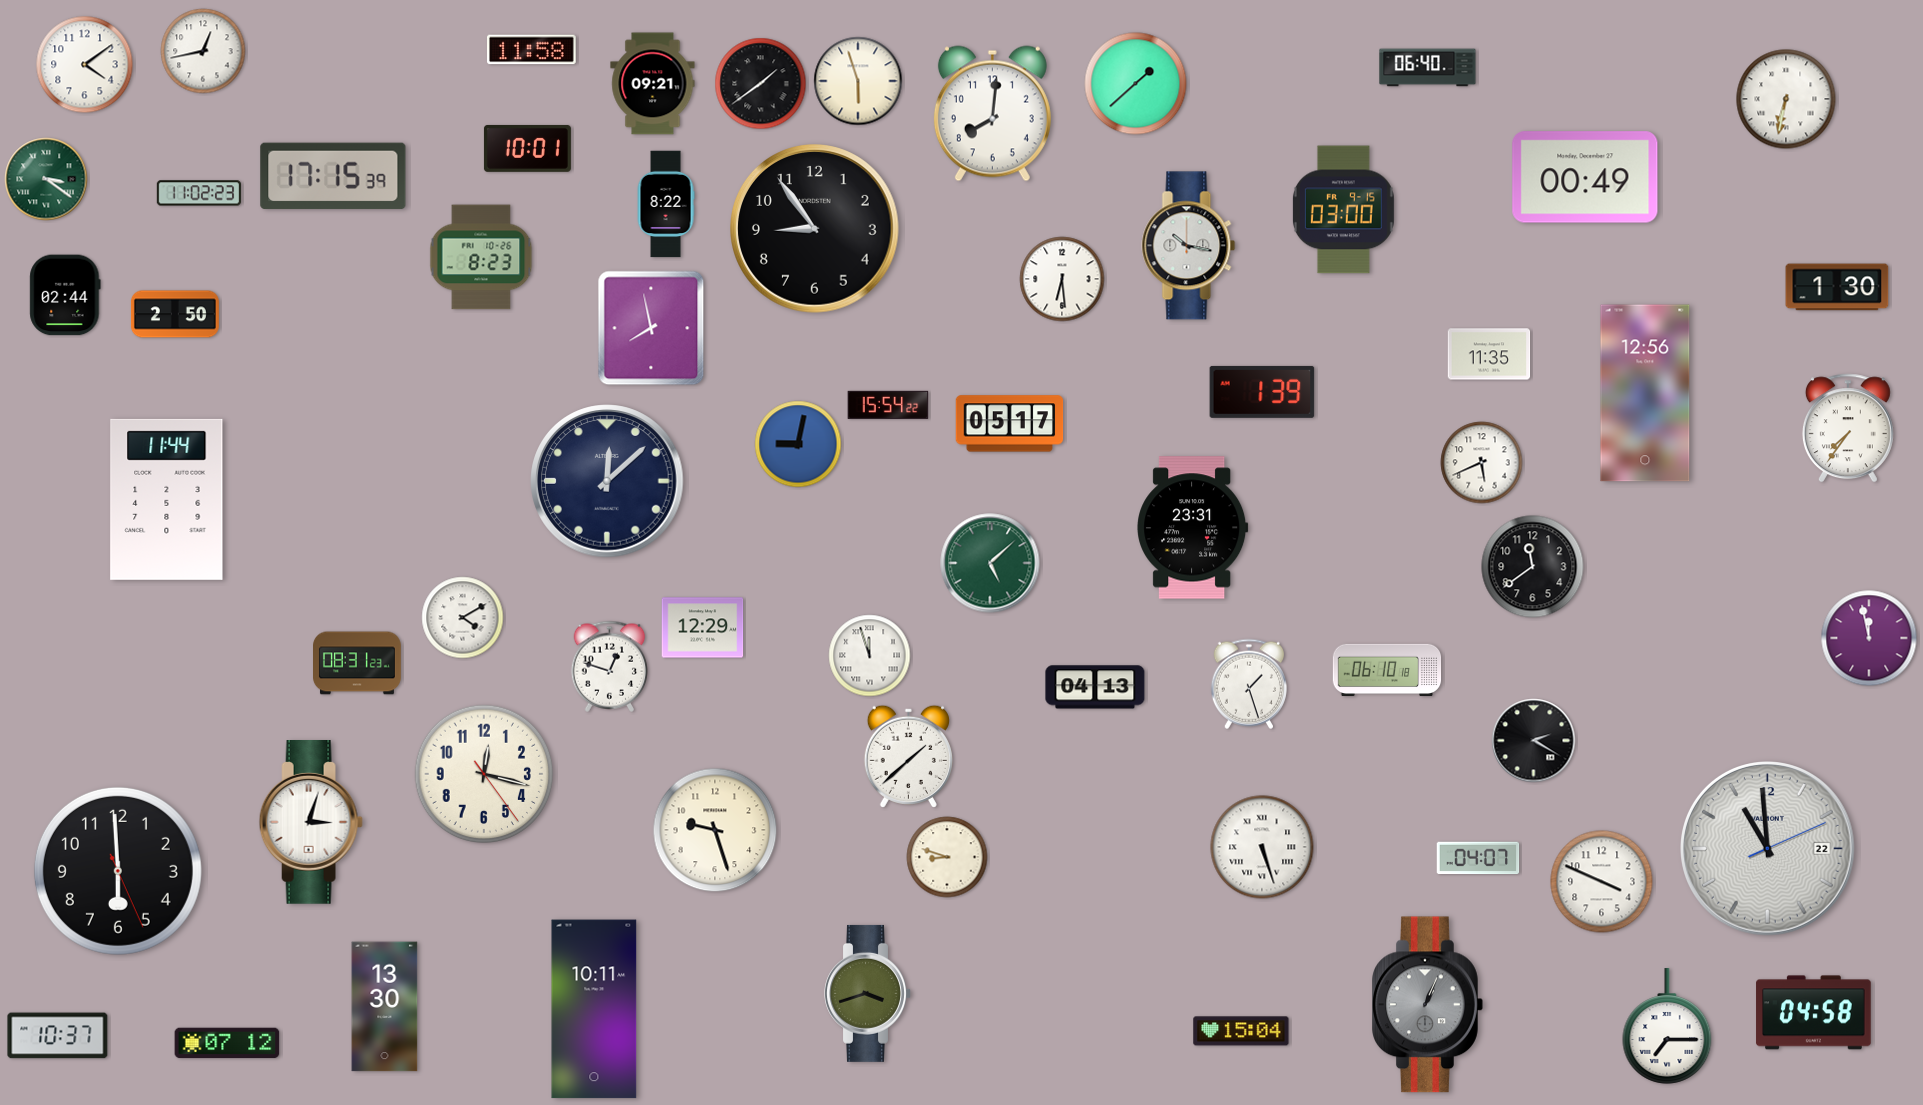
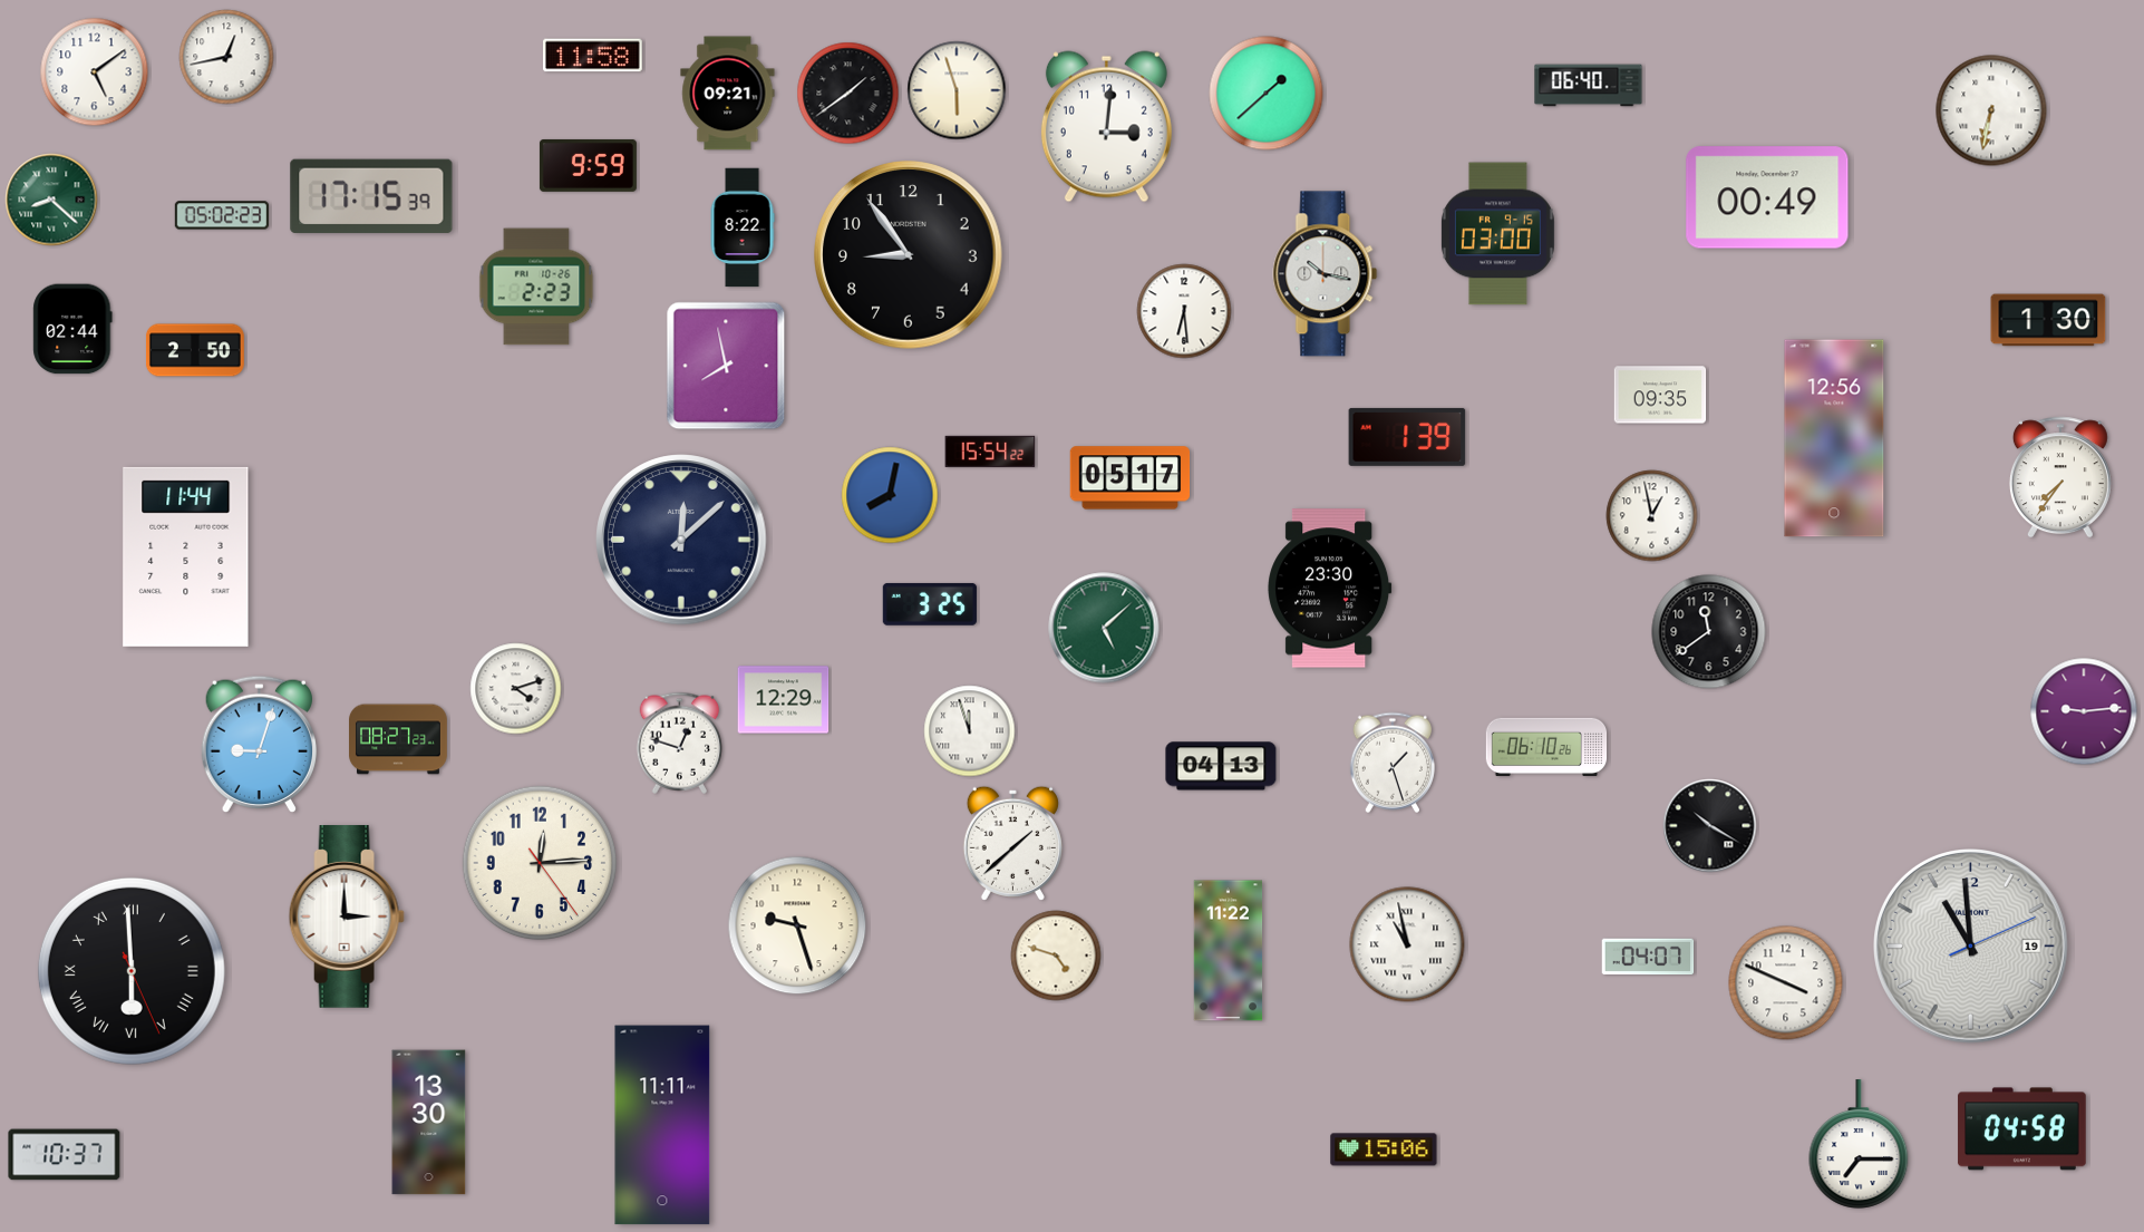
clock at (85, 65): 4:09 -> 5:09
clock at (1428, 68) position: (1428, 68) -> (1589, 86)
clock at (992, 114): 8:01 -> 3:01
clock at (527, 148): 10:01 -> 9:59
clock at (46, 179): 3:21 -> 8:22
clock at (199, 193): 11:02 -> 05:02
clock at (481, 257): 8:23 -> 2:23
clock at (1489, 354): 11:35 -> 09:35
clock at (1010, 424) position: (1010, 424) -> (1131, 478)
clock at (798, 444): 9:02 -> 8:02
clock at (1482, 463): 5:41 -> 12:58
clock at (607, 481) position: (607, 481) -> (681, 540)
clock at (1193, 528): 23:31 -> 23:30
clock at (930, 604): none -> 3:25
clock at (463, 618): 4:10 -> 4:12
clock at (1869, 638): 11:58 -> 9:14
clock at (358, 663): 08:31 -> 08:27
clock at (260, 745): none -> 9:03
clock at (1387, 670): 06:10:18 -> 06:10:26
clock at (1534, 741): 2:20 -> 10:20
clock at (484, 774): 12:17 -> 12:14
clock at (311, 823): 3:03 -> 3:00
clock at (1262, 847): 5:27 -> 10:58
clock at (1768, 849) date: 22 -> 19
clock at (1229, 951): none -> 11:22
clock at (947, 857): 8:48 -> 4:48
clock at (118, 871) numerals: Arabic -> Roman
clock at (868, 993): 3:42 -> none
clock at (1428, 1005): 1:04 -> none
clock at (594, 1009): 10:11 -> 11:11
clock at (1241, 1031): 15:04 -> 15:06
clock at (227, 1043): 07:12 -> none
